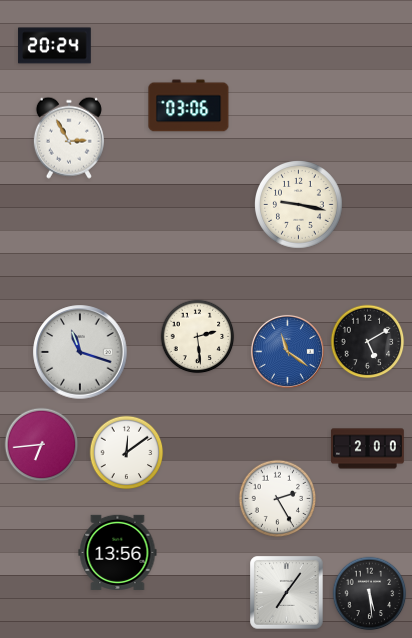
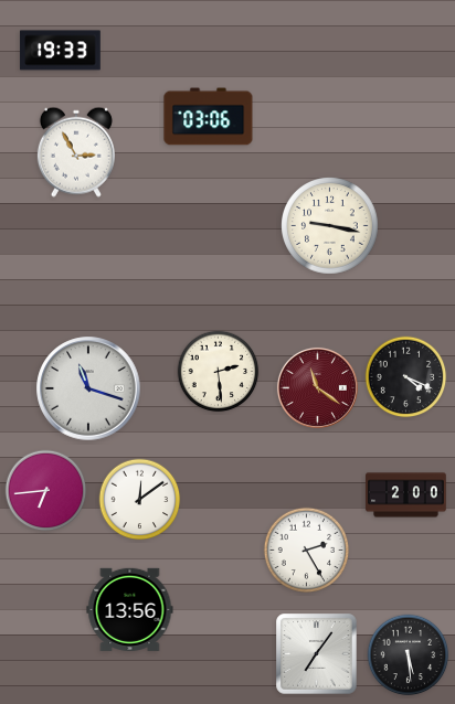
clock at (55, 46): 20:24 -> 19:33
clock at (368, 342): 5:10 -> 4:19
clock at (287, 351) dial: blue -> burgundy
